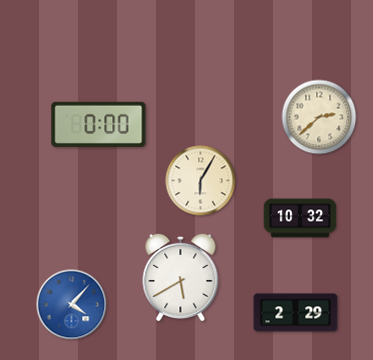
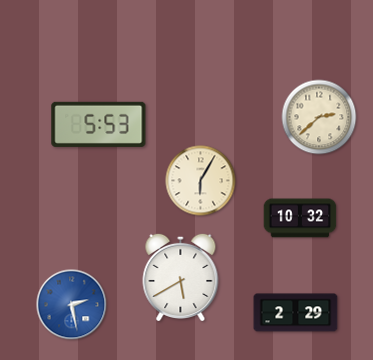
clock at (99, 124): 0:00 -> 5:53
clock at (72, 305): 4:07 -> 2:28
